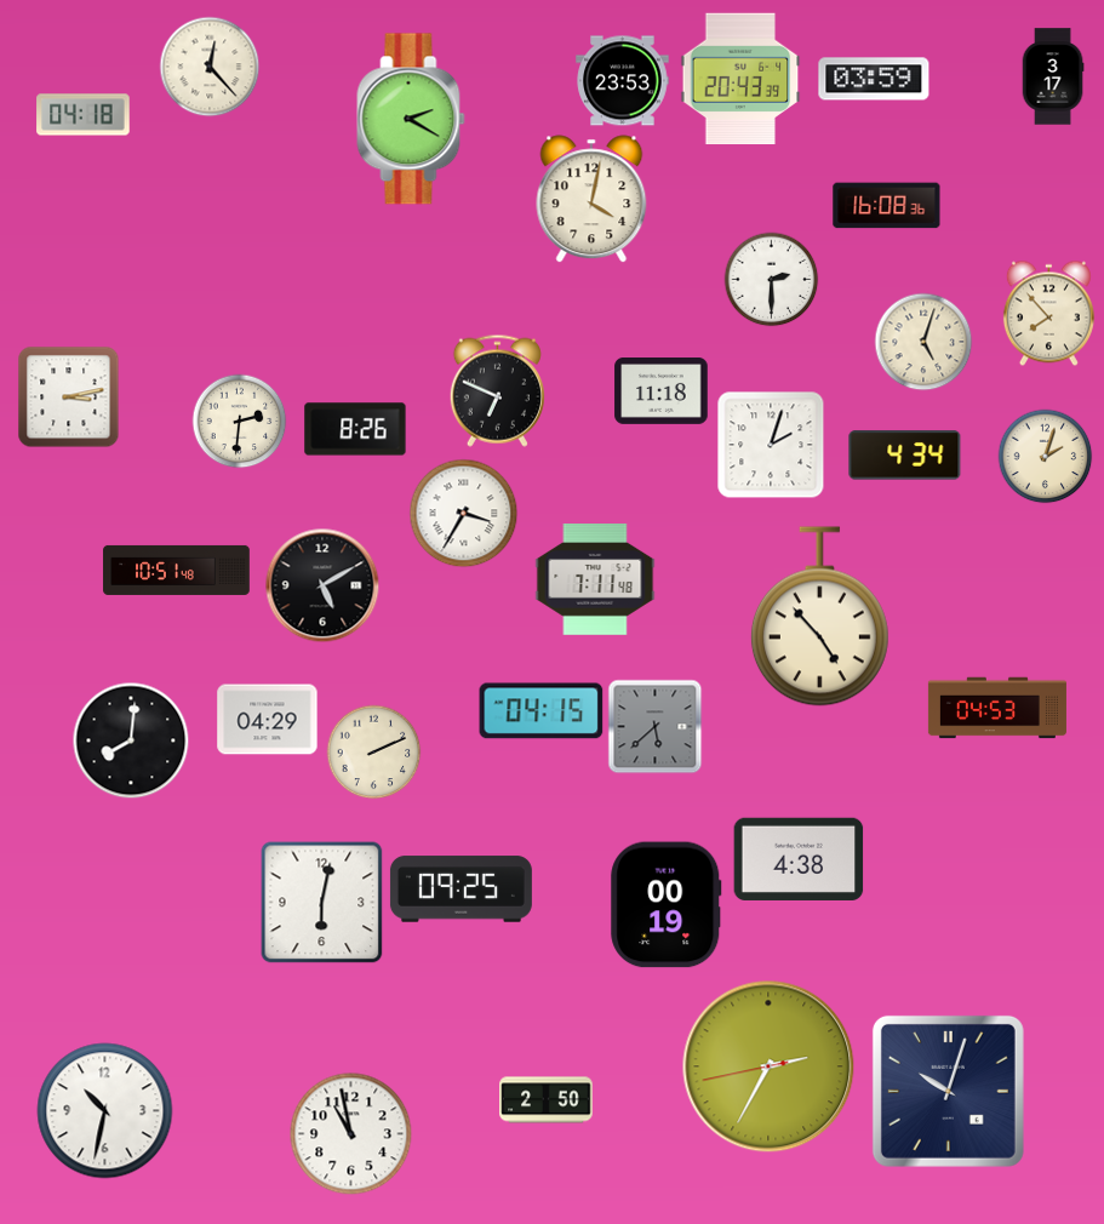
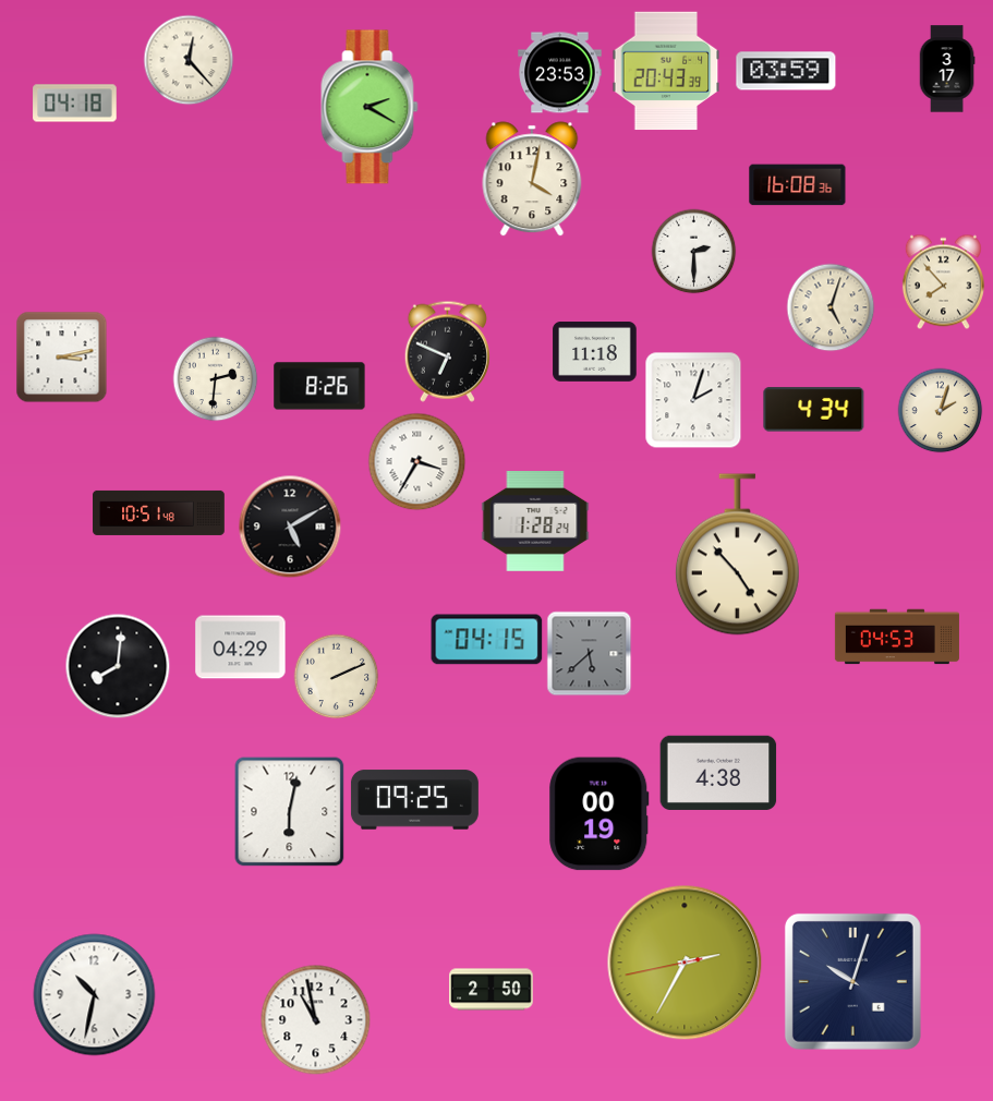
clock at (595, 580): 7:11 -> 1:28
clock at (768, 1066) position: (768, 1066) -> (685, 963)
clock at (105, 1111) position: (105, 1111) -> (95, 995)
